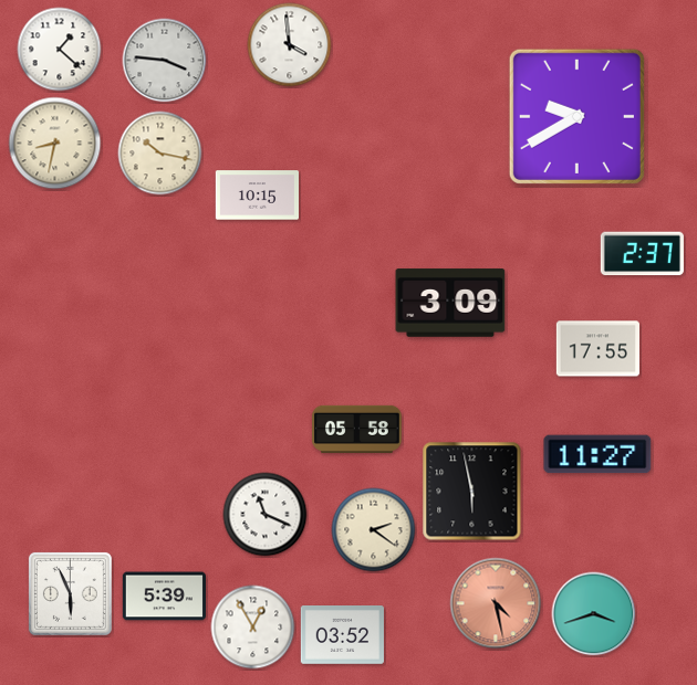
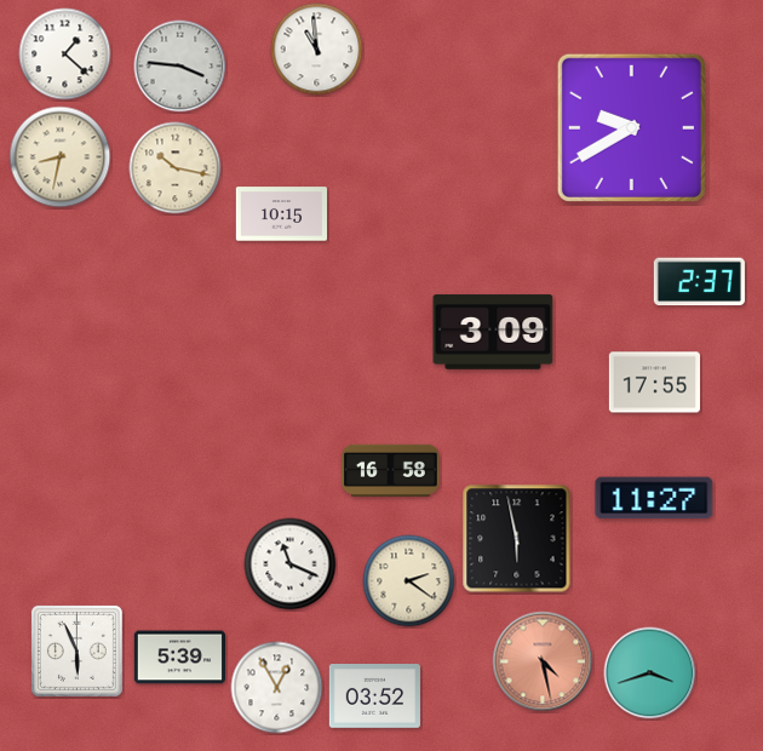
clock at (290, 45): 3:59 -> 10:59
clock at (642, 254) position: (642, 254) -> (699, 282)
clock at (357, 429): 05:58 -> 16:58
clock at (164, 597) position: (164, 597) -> (179, 658)
